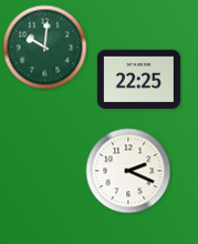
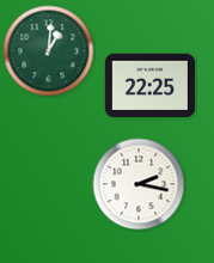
clock at (45, 48): 10:01 -> 1:01
clock at (128, 171): 2:19 -> 2:17
